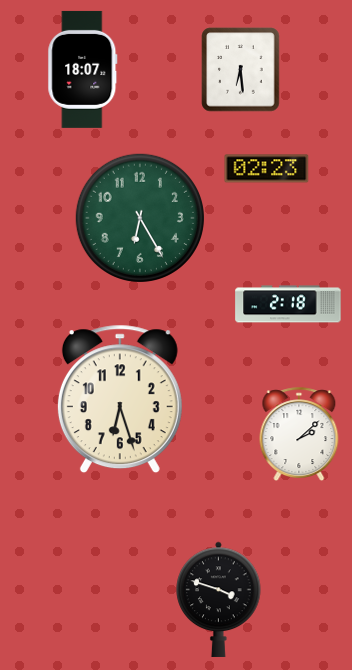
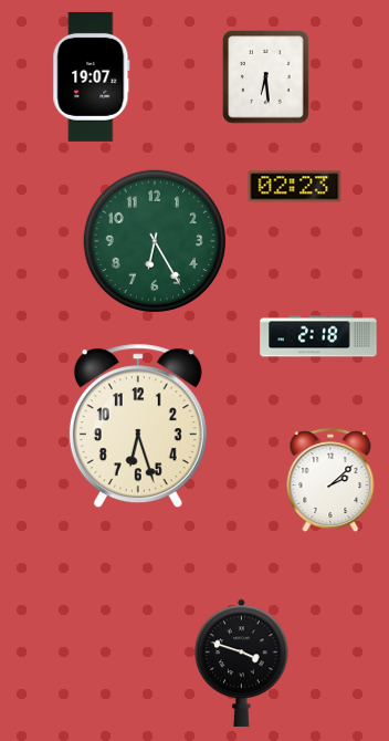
clock at (83, 69): 18:07 -> 19:07
clock at (120, 399) position: (120, 399) -> (138, 426)
